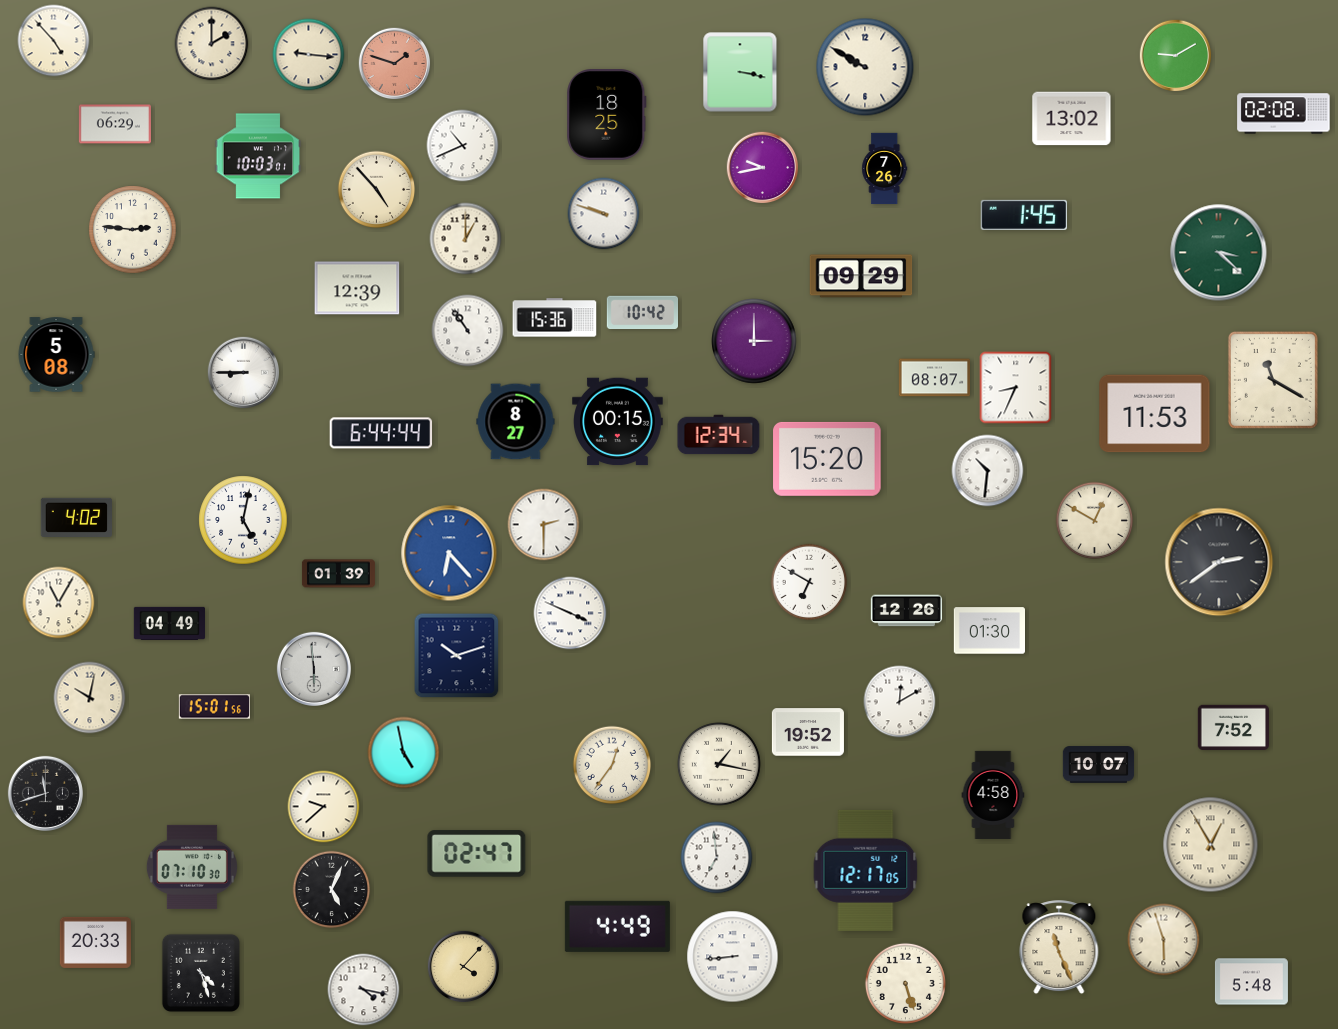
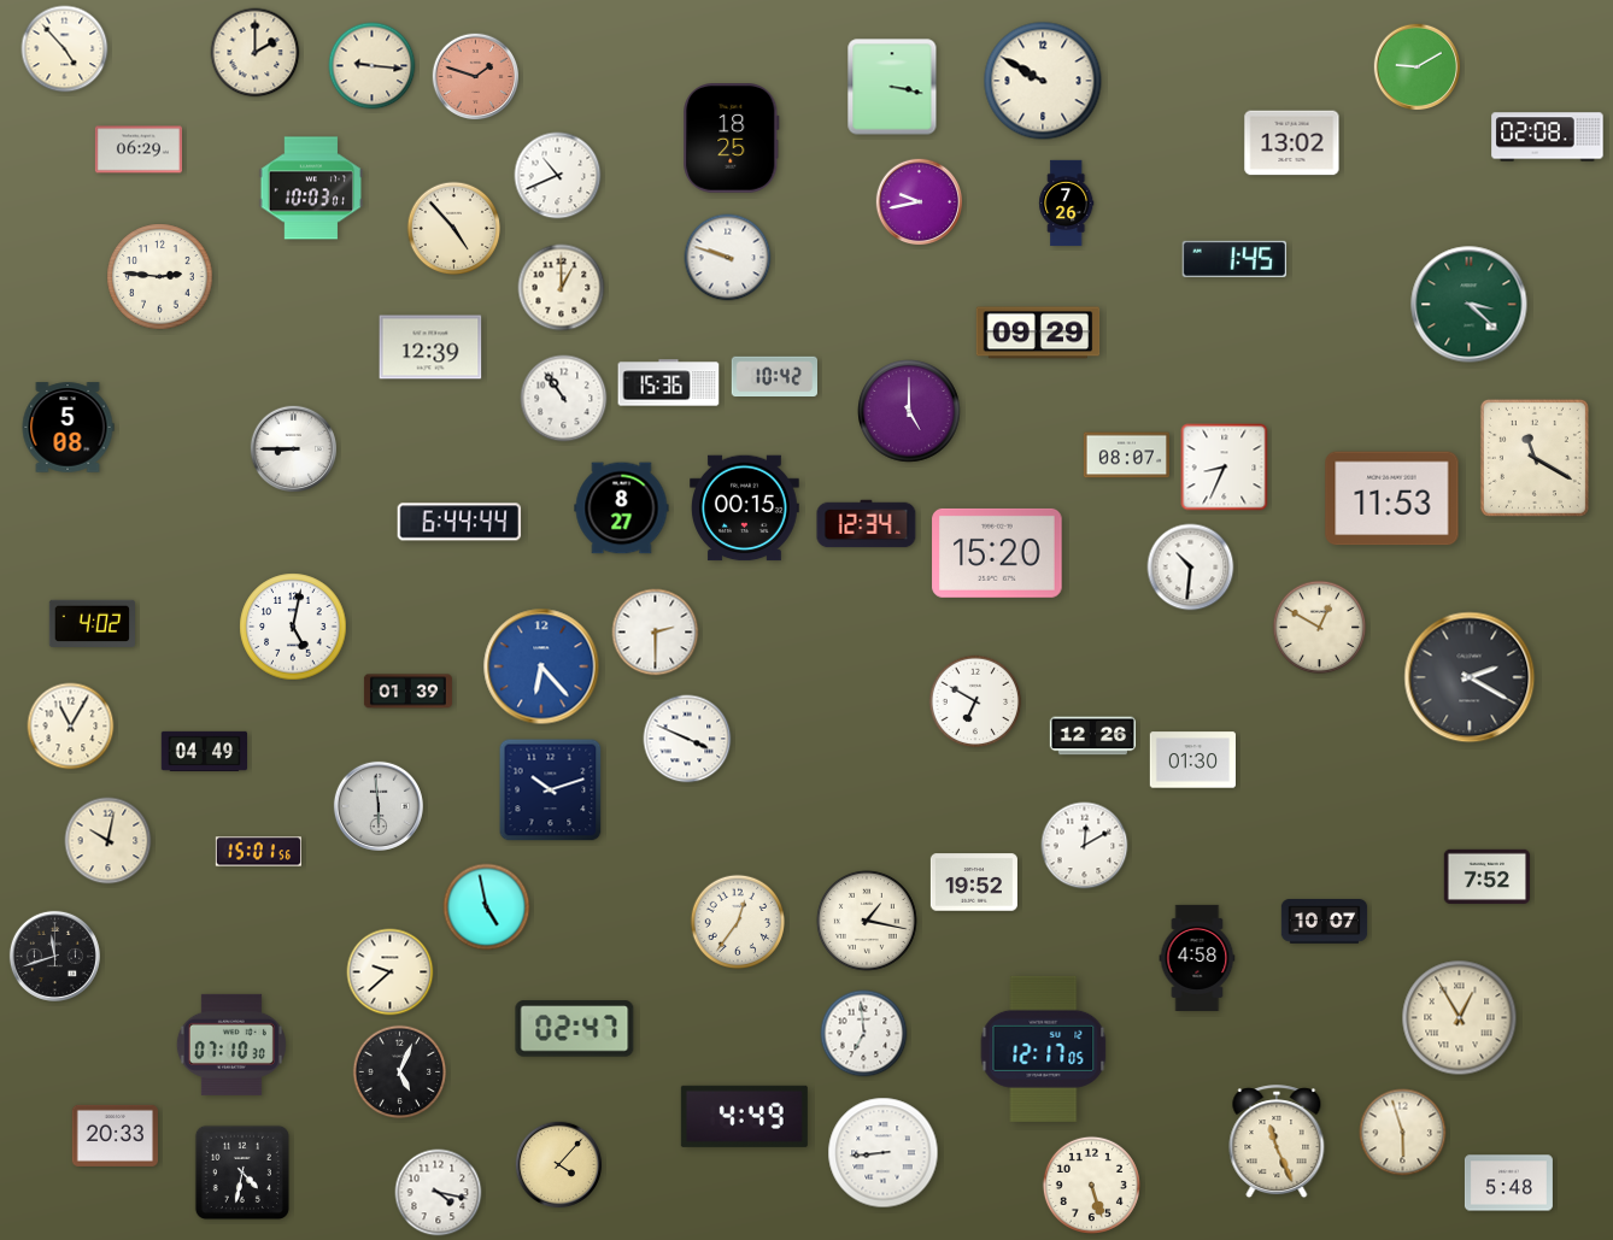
clock at (755, 342): 3:00 -> 5:00
clock at (1219, 562): 2:39 -> 2:20
clock at (201, 973): 4:27 -> 4:32
